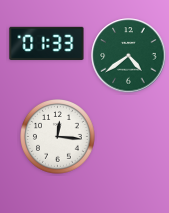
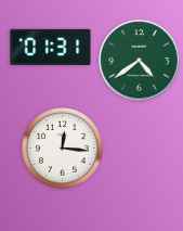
clock at (47, 43): 01:33 -> 01:31
